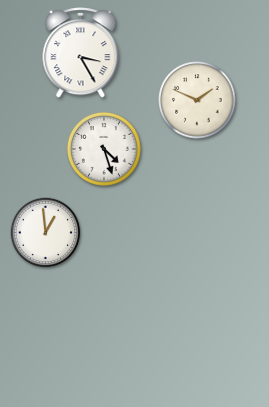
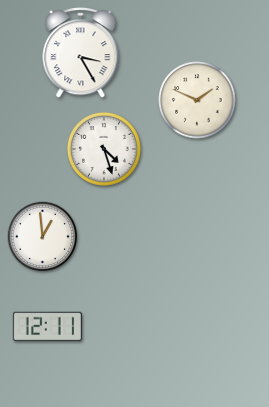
clock at (46, 233) position: (46, 233) -> (43, 237)
clock at (47, 326): none -> 12:11
